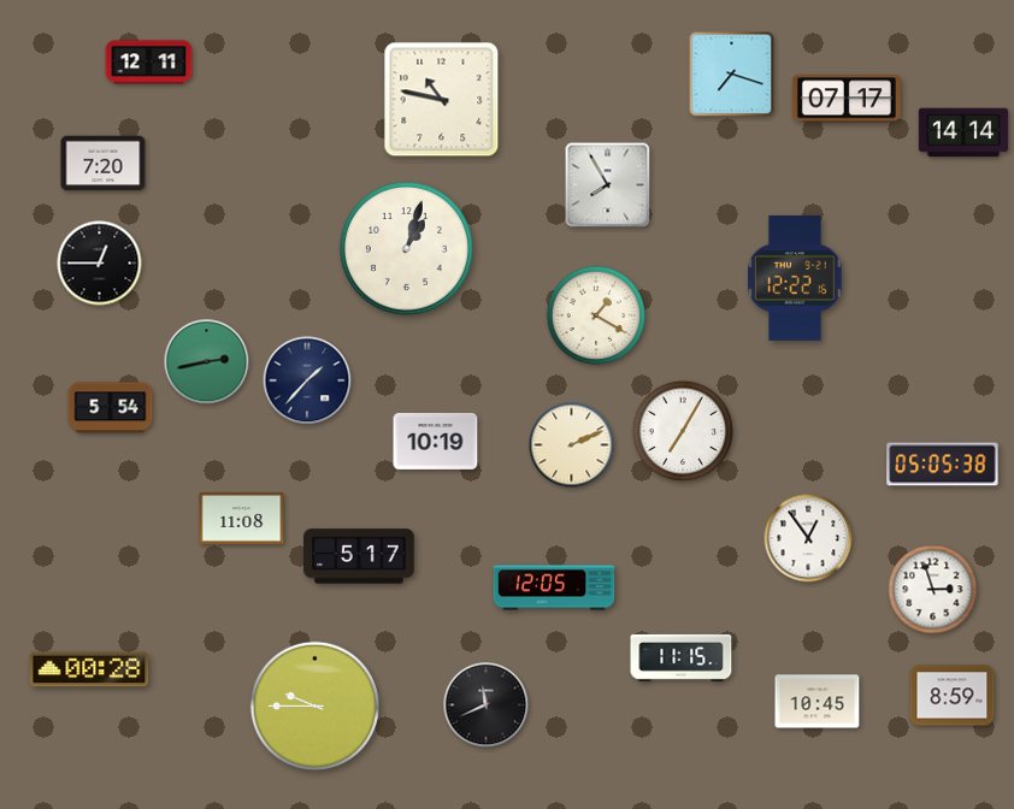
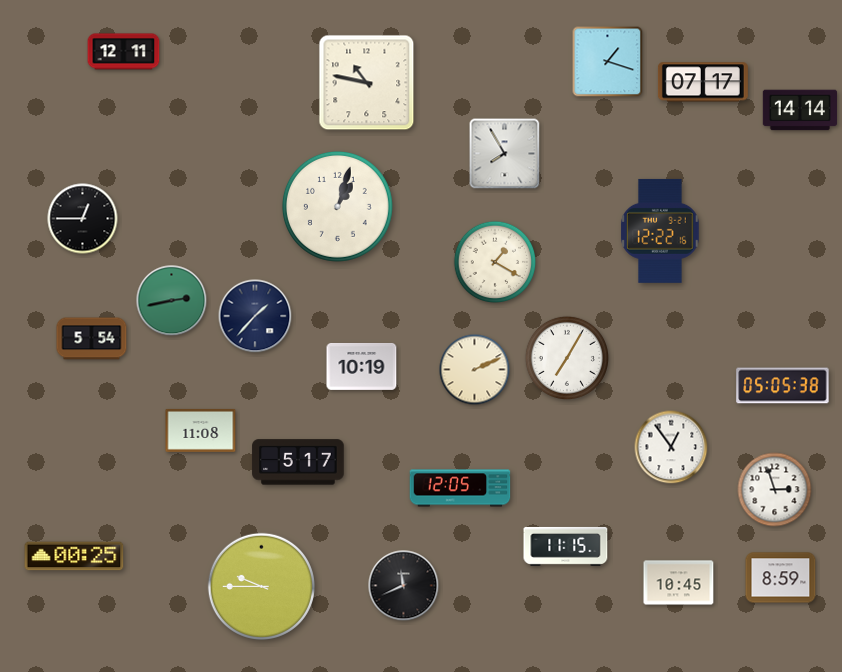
clock at (732, 75): 7:18 -> 1:18
clock at (104, 164): 7:20 -> none
clock at (89, 669): 00:28 -> 00:25
clock at (953, 696) position: (953, 696) -> (781, 578)
